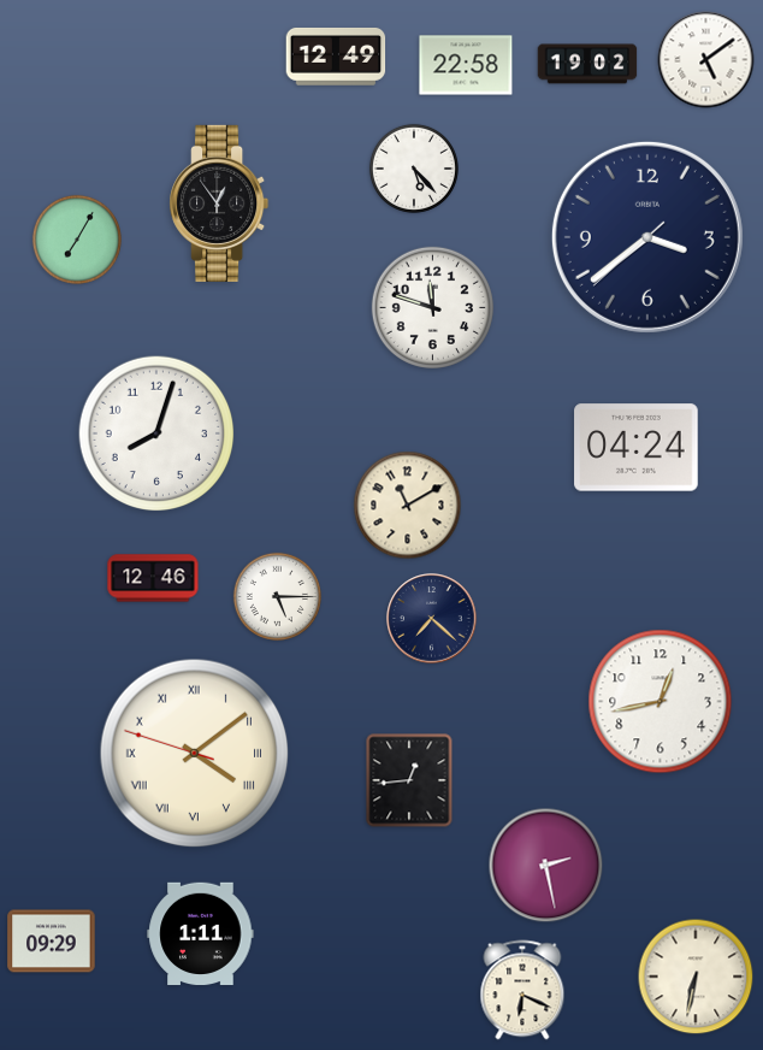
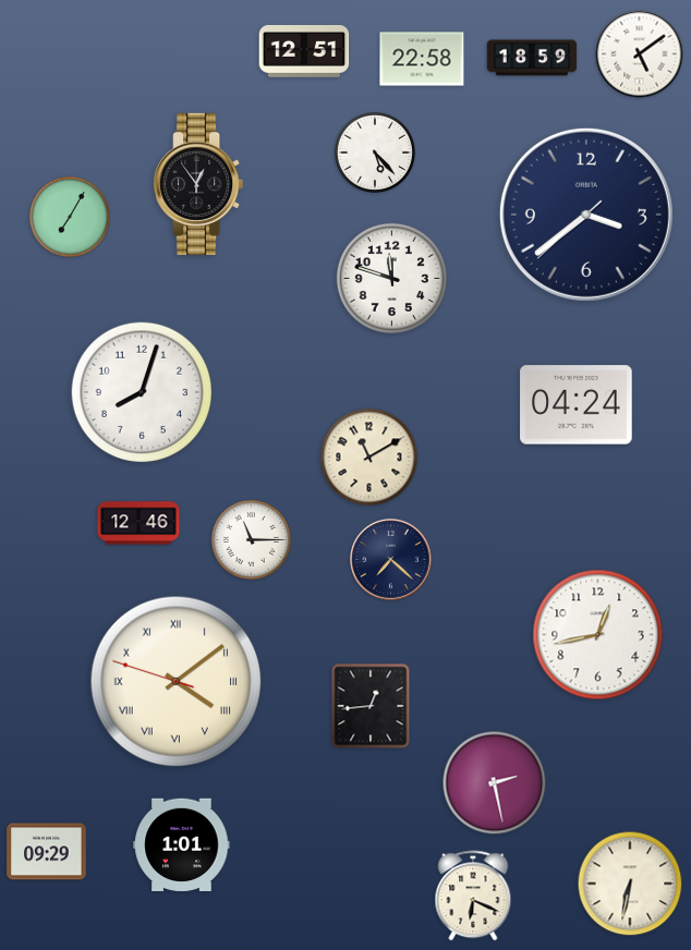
clock at (336, 57): 12:49 -> 12:51
clock at (587, 64): 19:02 -> 18:59
clock at (277, 596): 5:15 -> 11:15
clock at (201, 934): 1:11 -> 1:01
